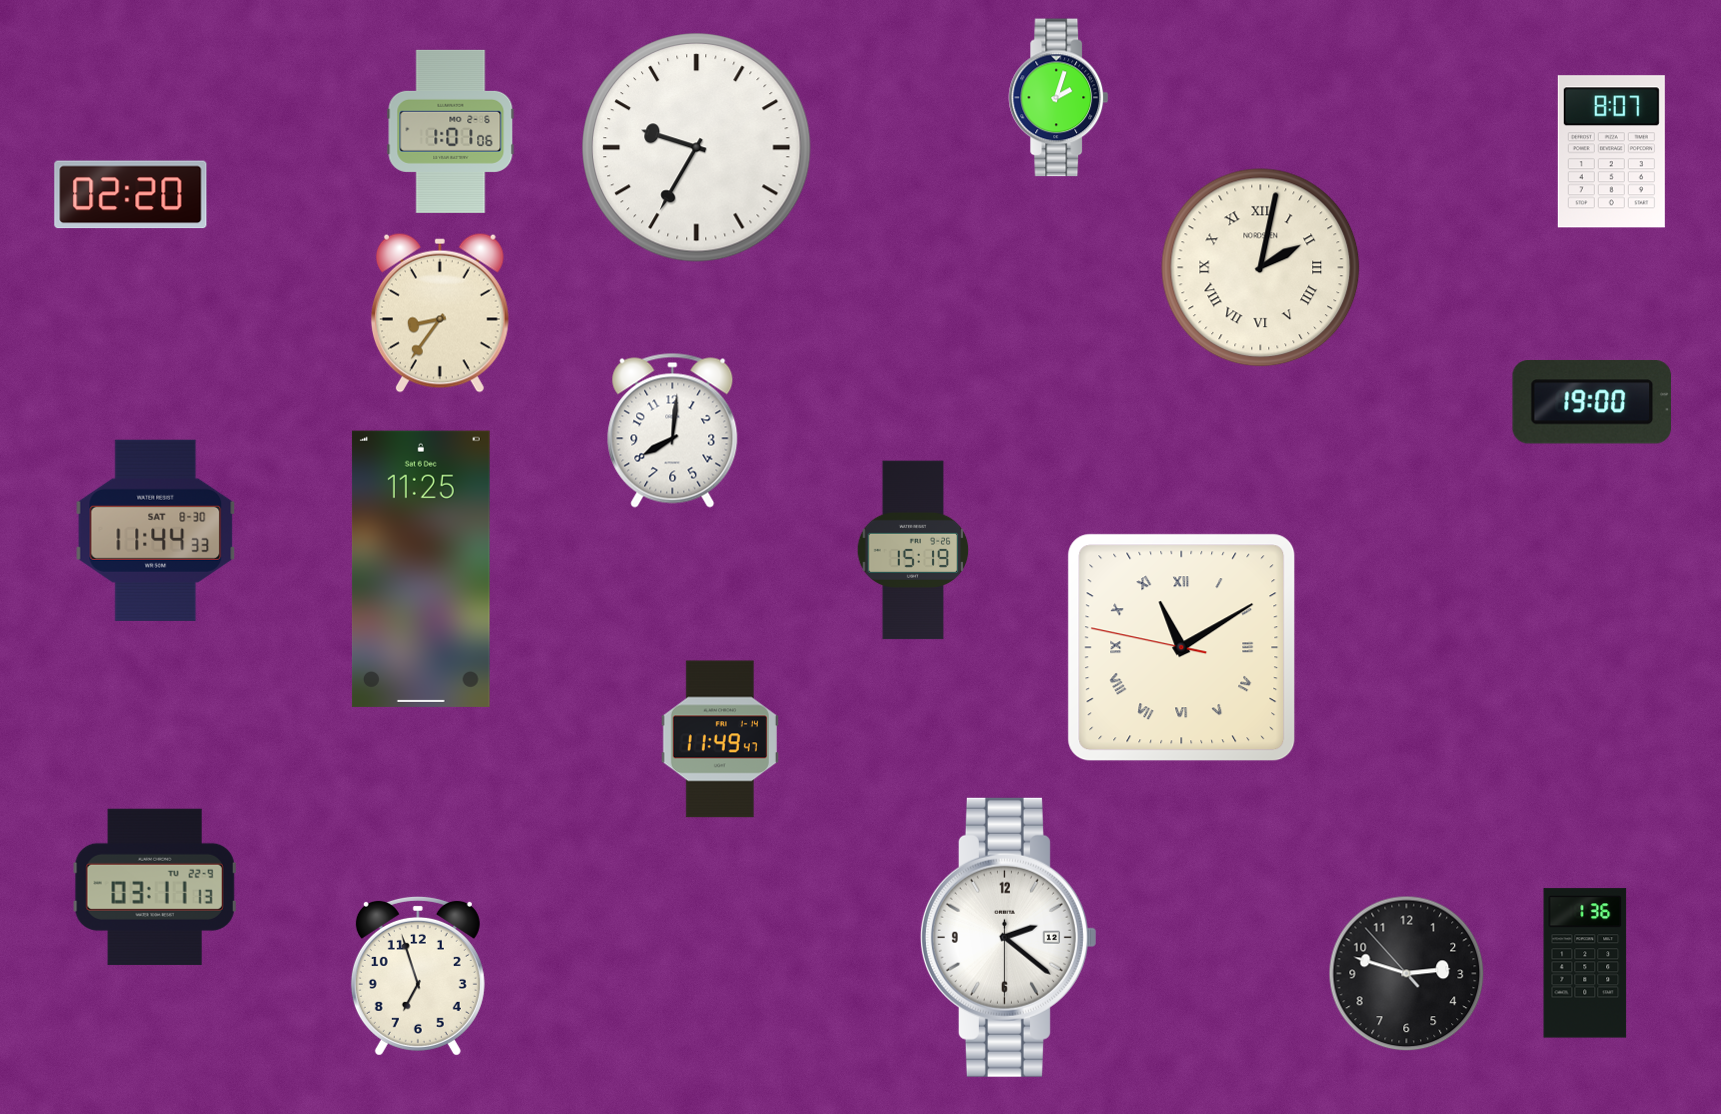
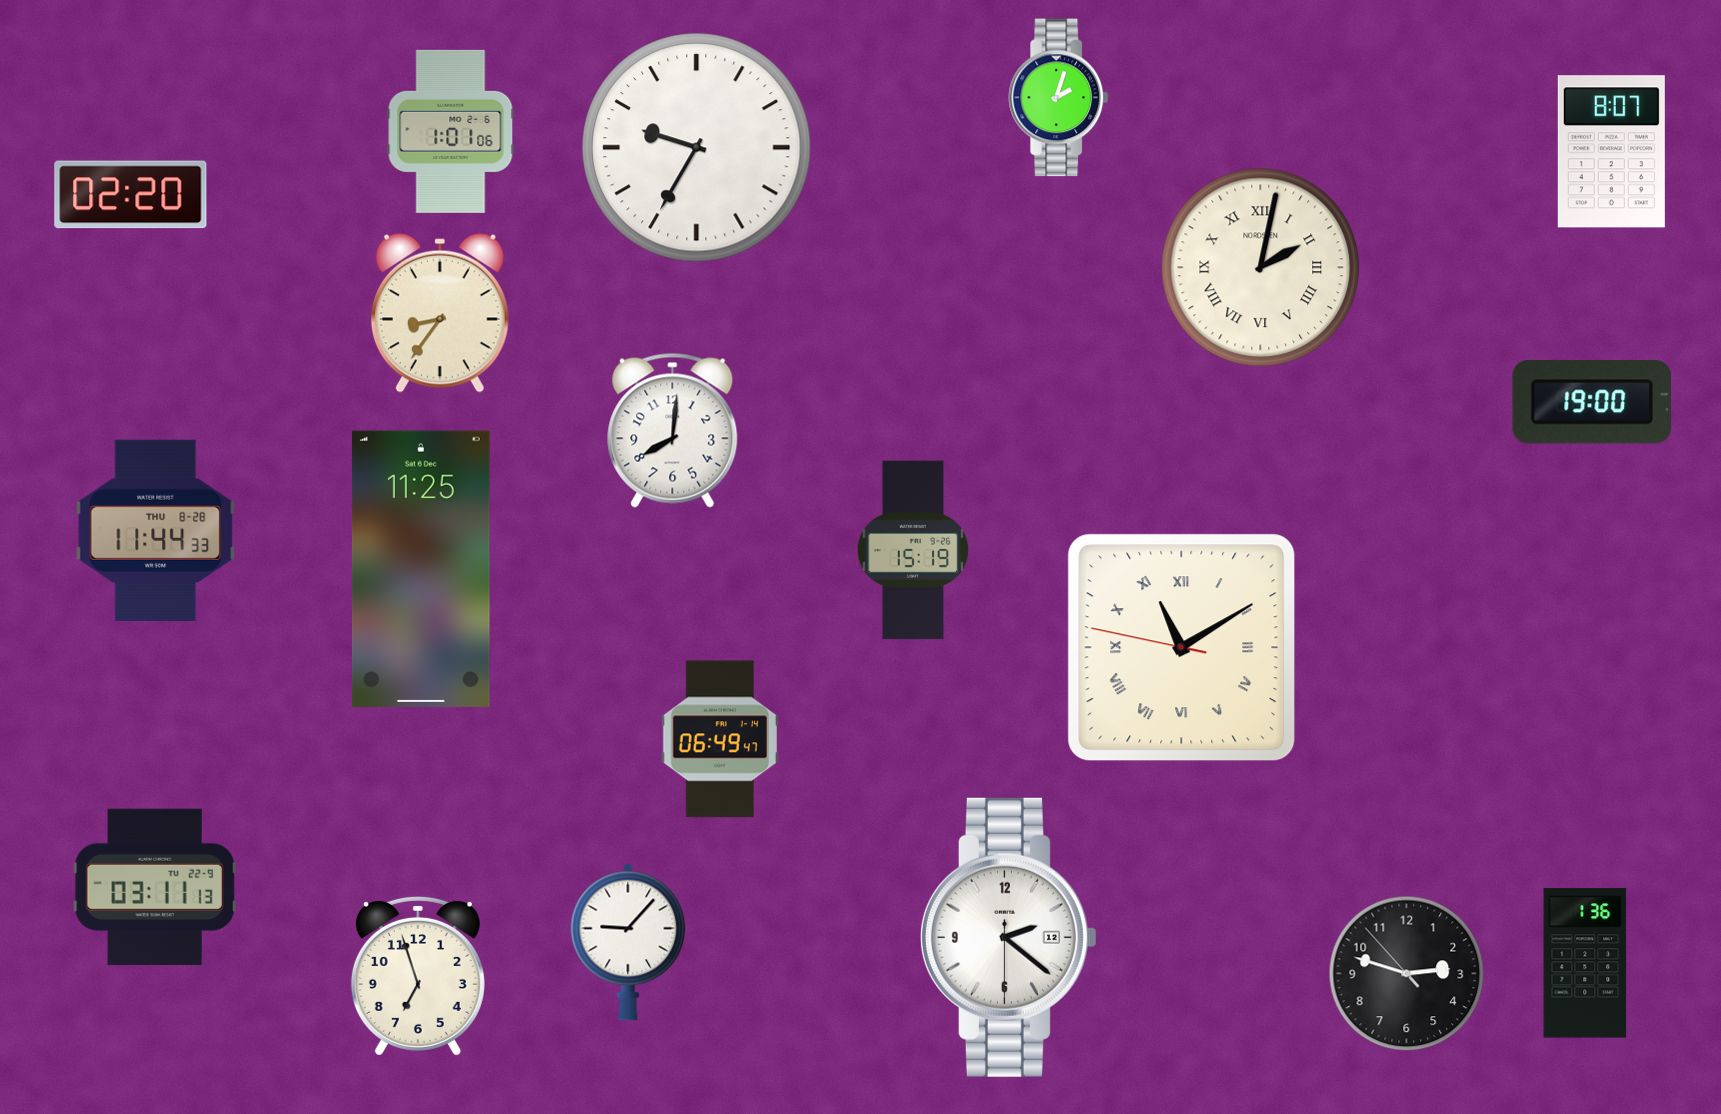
clock at (156, 530) date: SAT 8-30 -> THU 8-28
clock at (720, 739): 11:49 -> 06:49
clock at (628, 942): none -> 9:07
